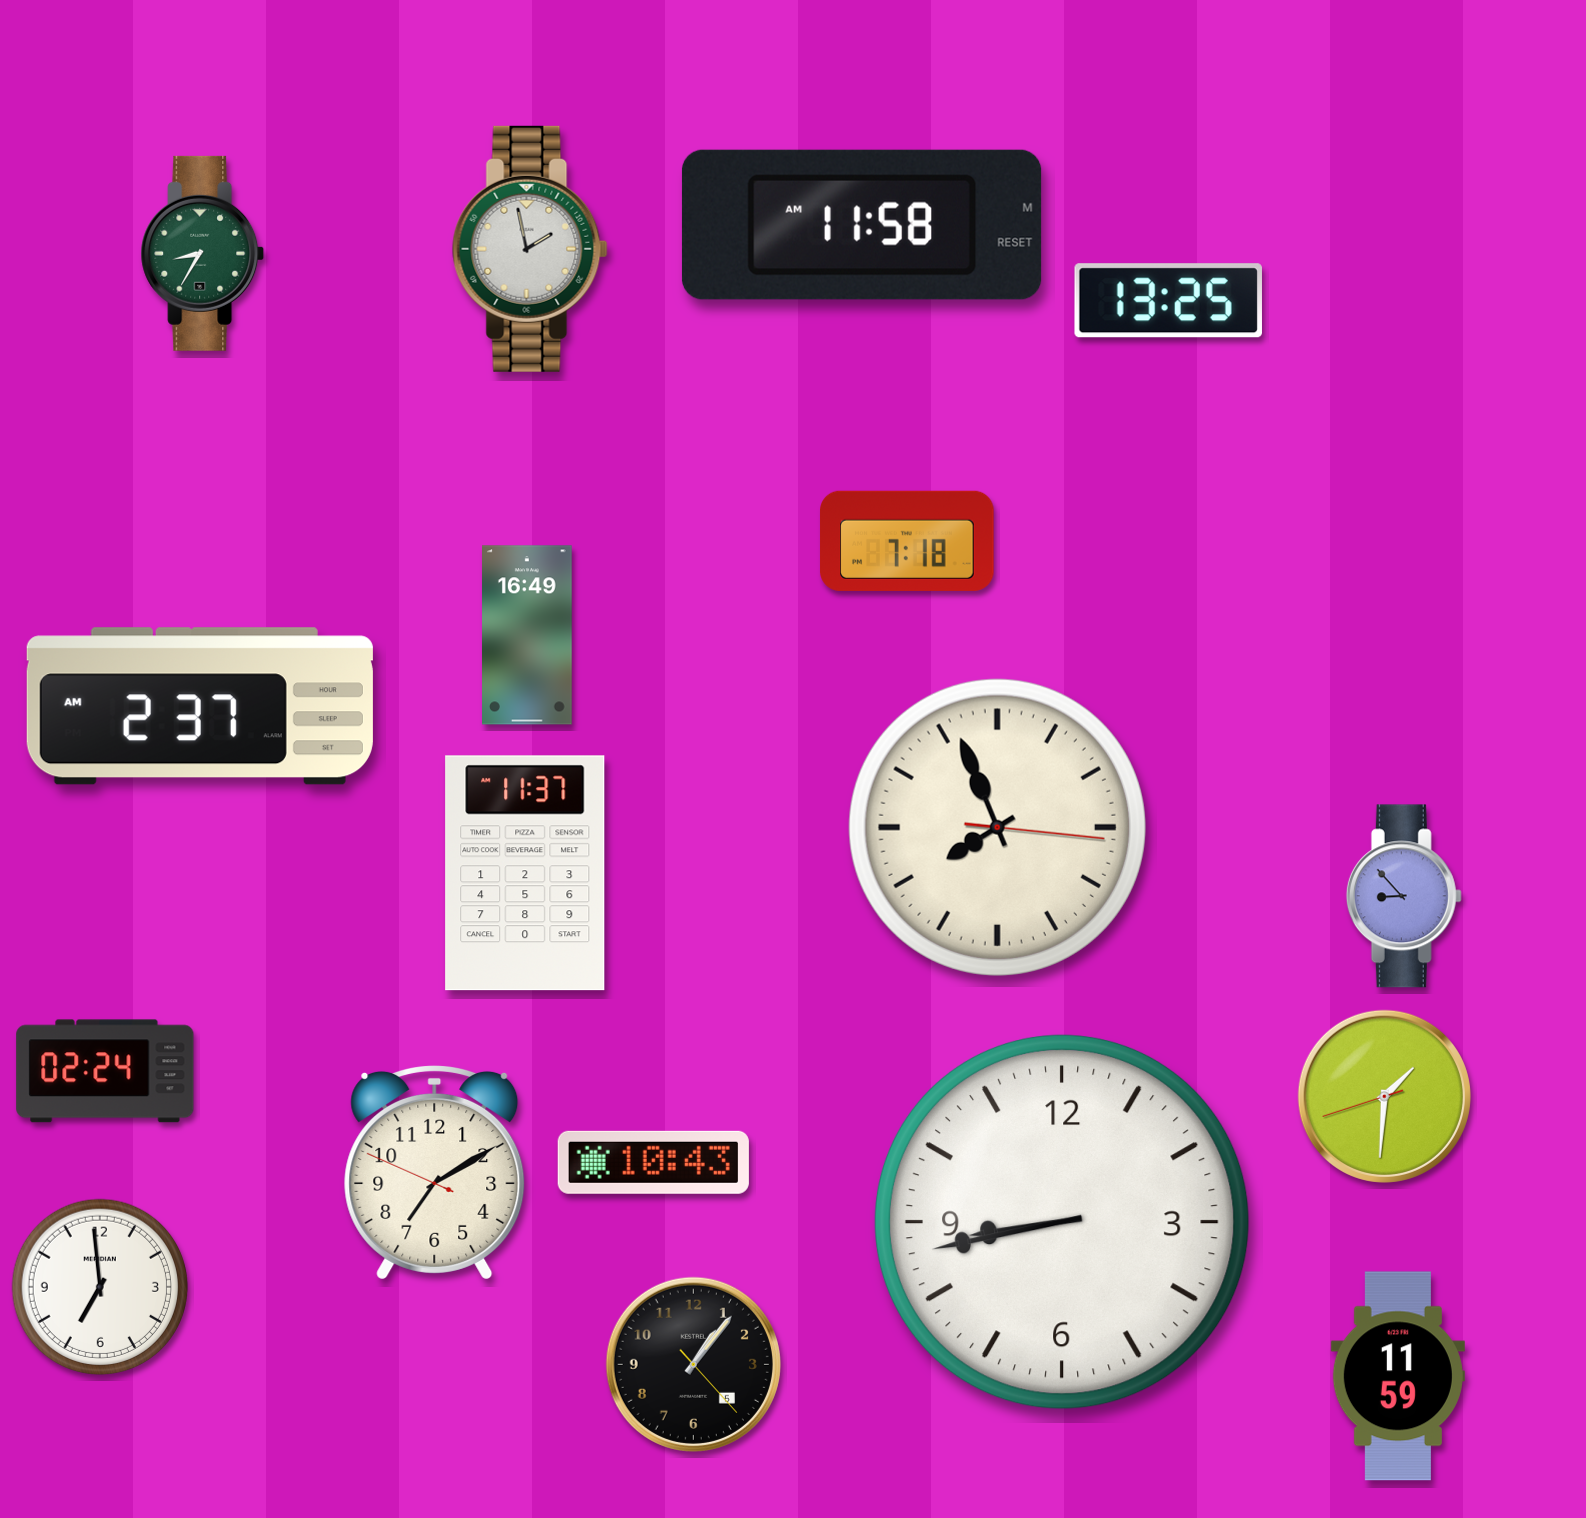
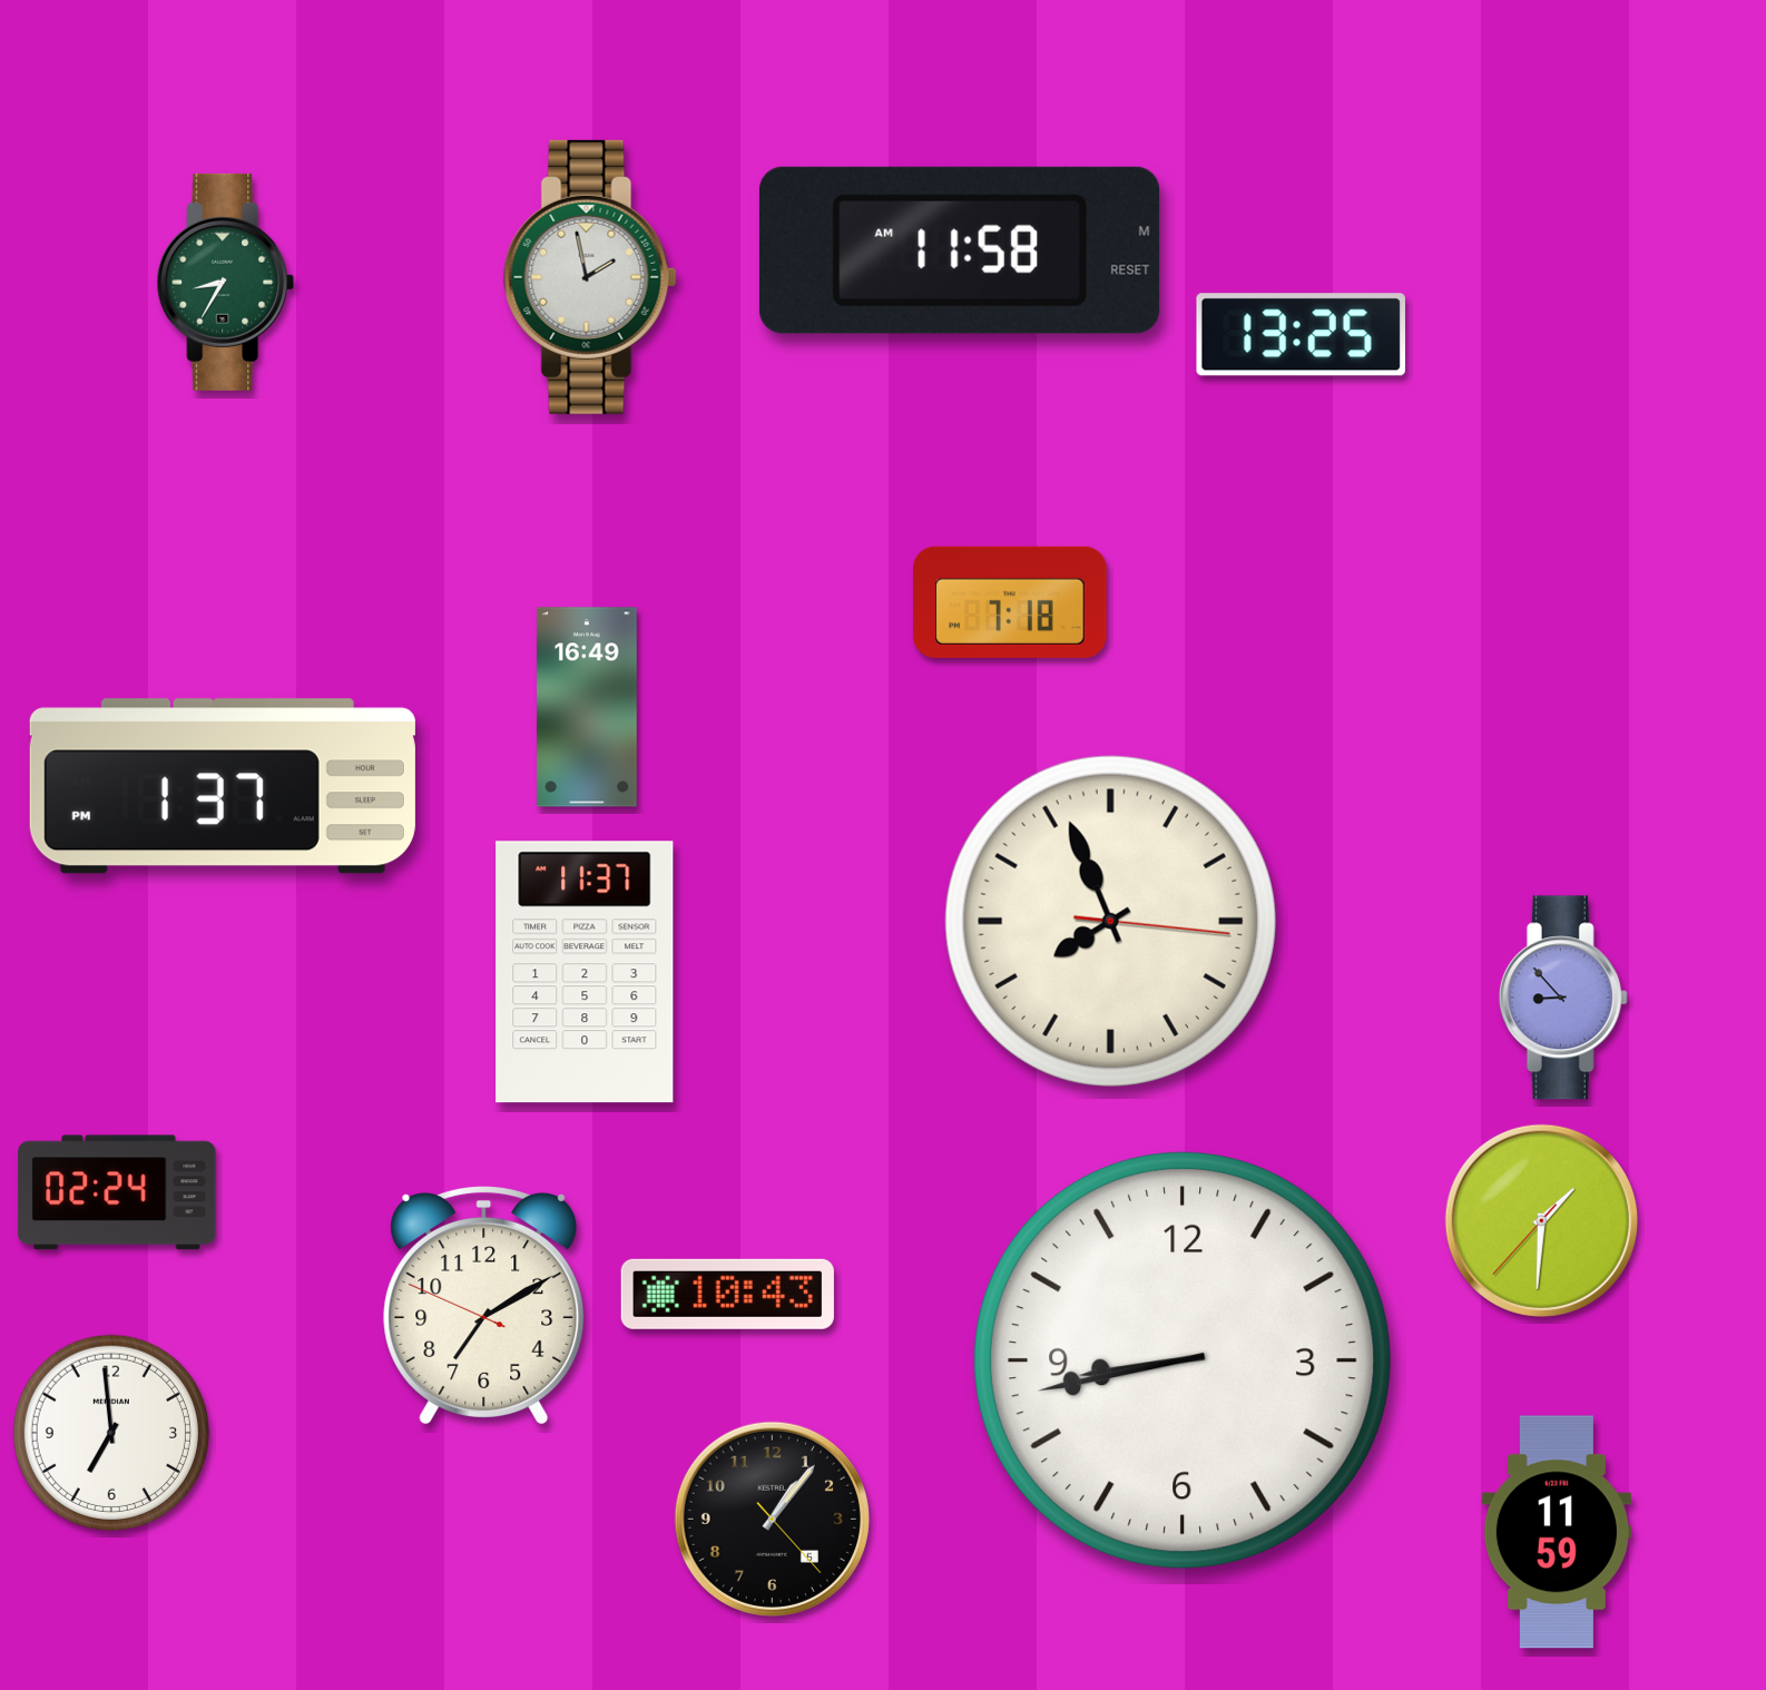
clock at (200, 706): 2:37 -> 1:37
clock at (1384, 1096): 1:30:42 -> 1:30:37
